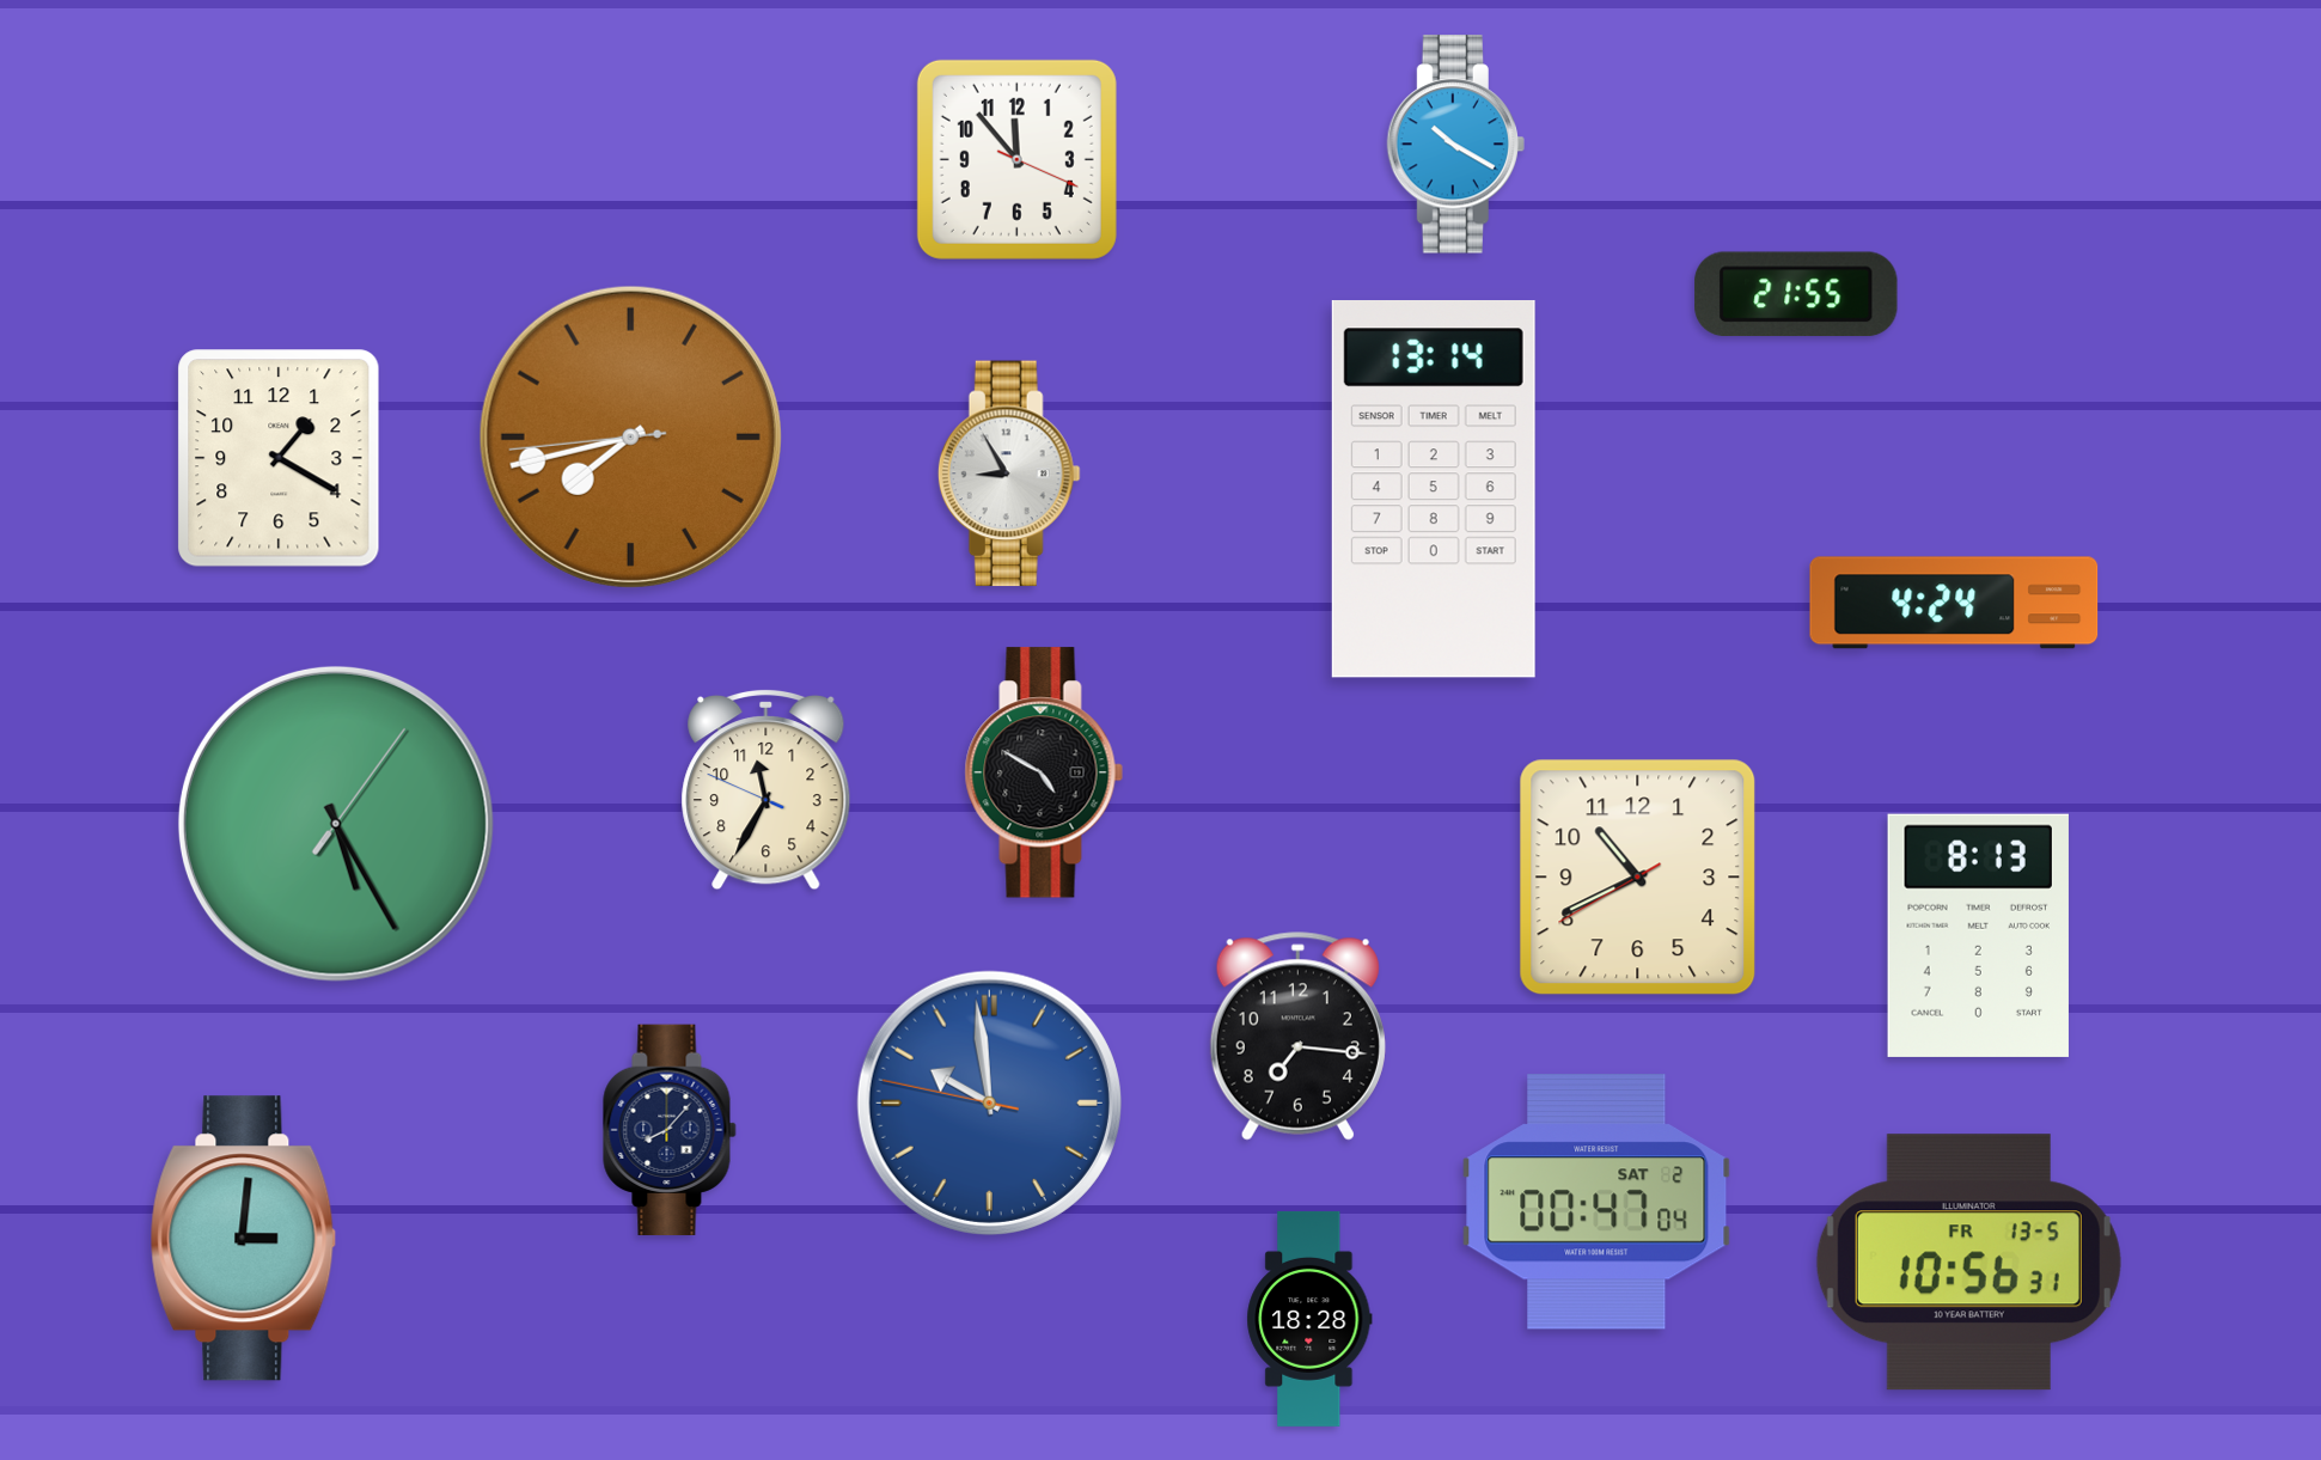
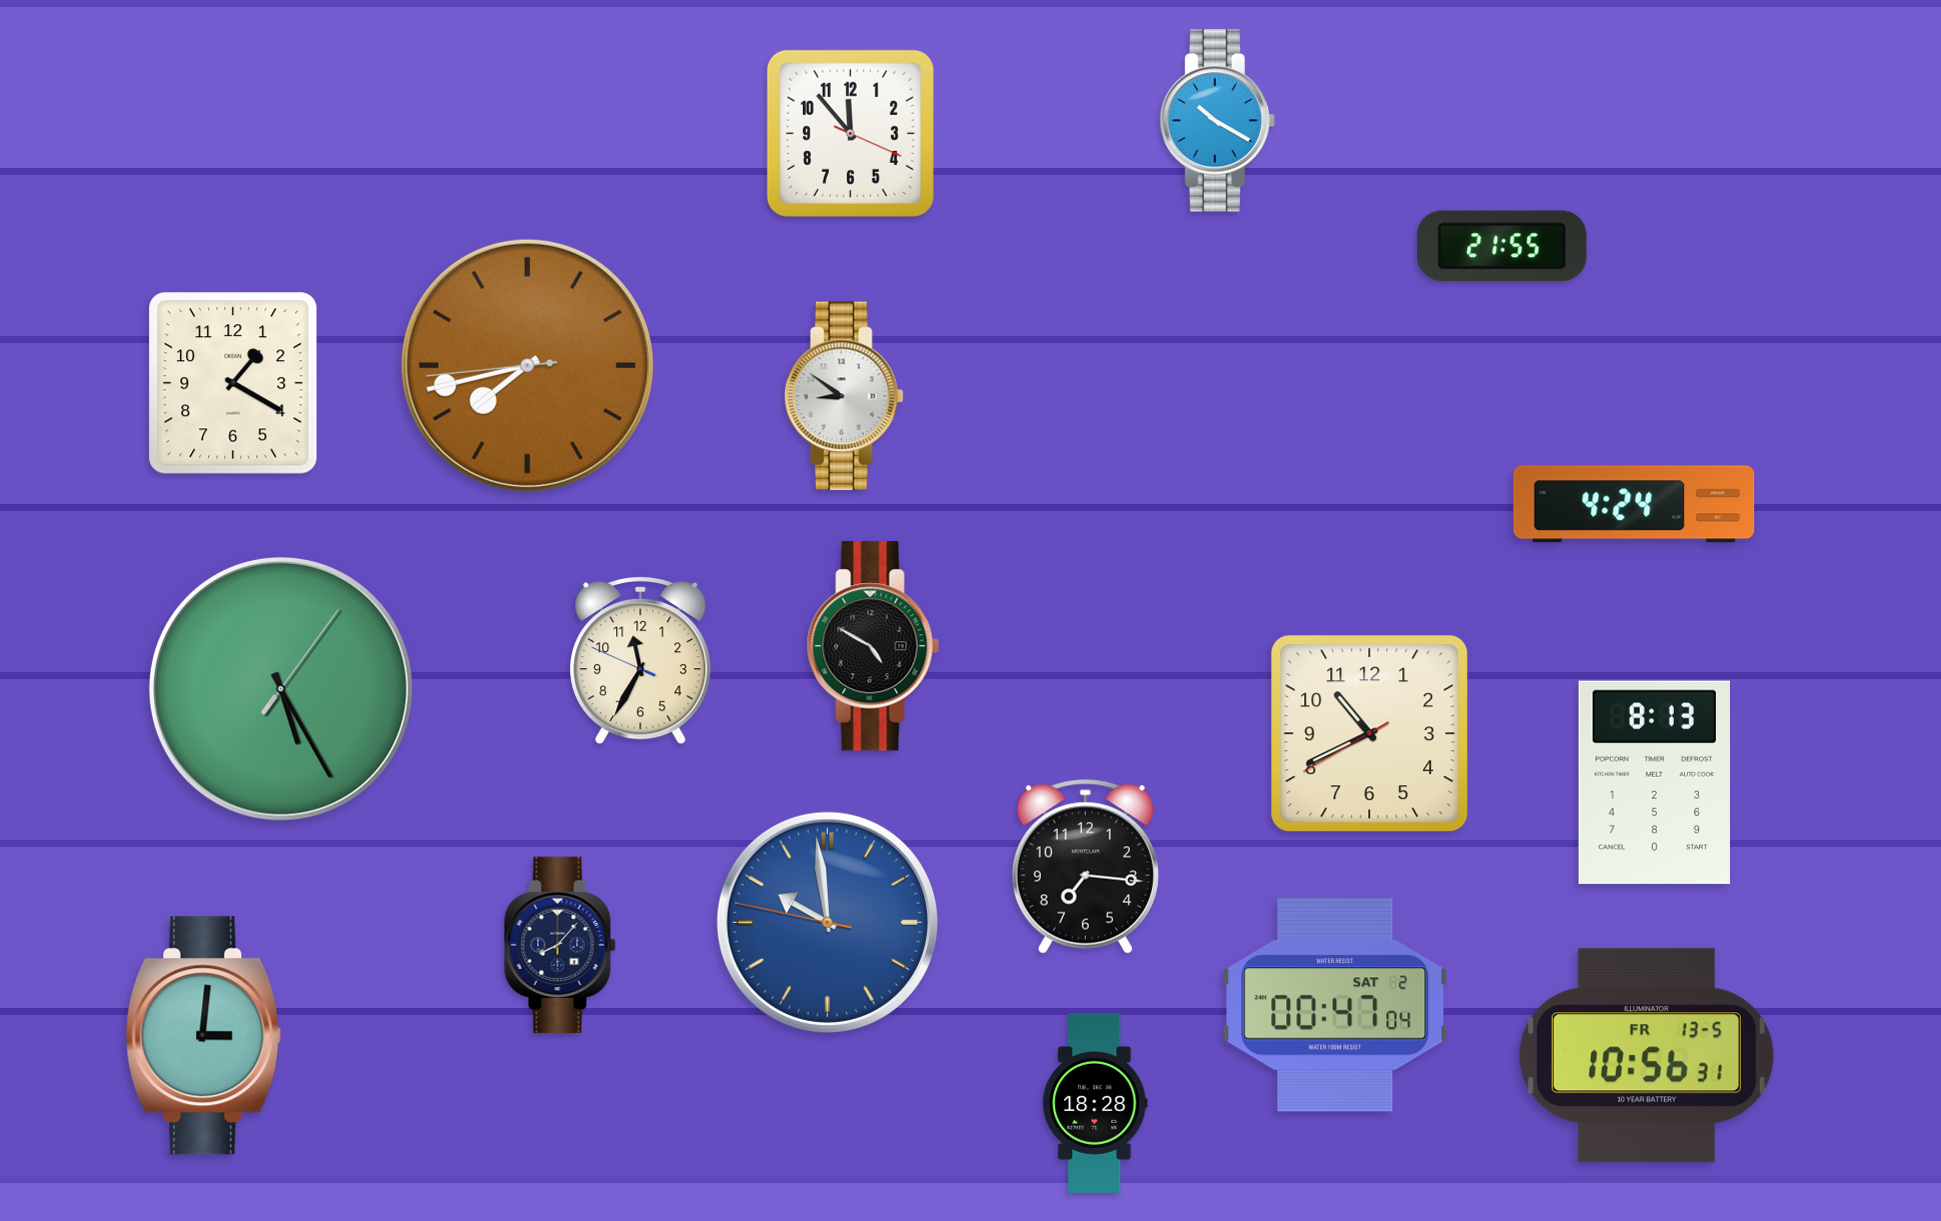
clock at (1009, 474): 8:55 -> 8:51
clock at (1434, 490): 13:14 -> none
